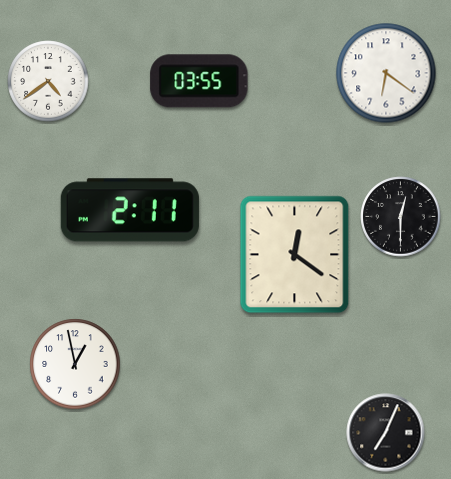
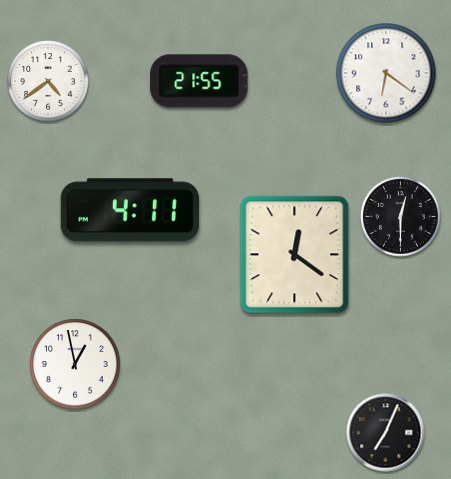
clock at (199, 81): 03:55 -> 21:55
clock at (130, 210): 2:11 -> 4:11
